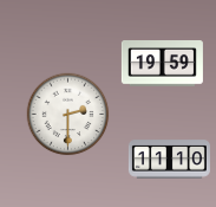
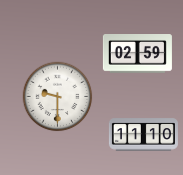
clock at (162, 64): 19:59 -> 02:59
clock at (68, 115): 2:30 -> 9:30
